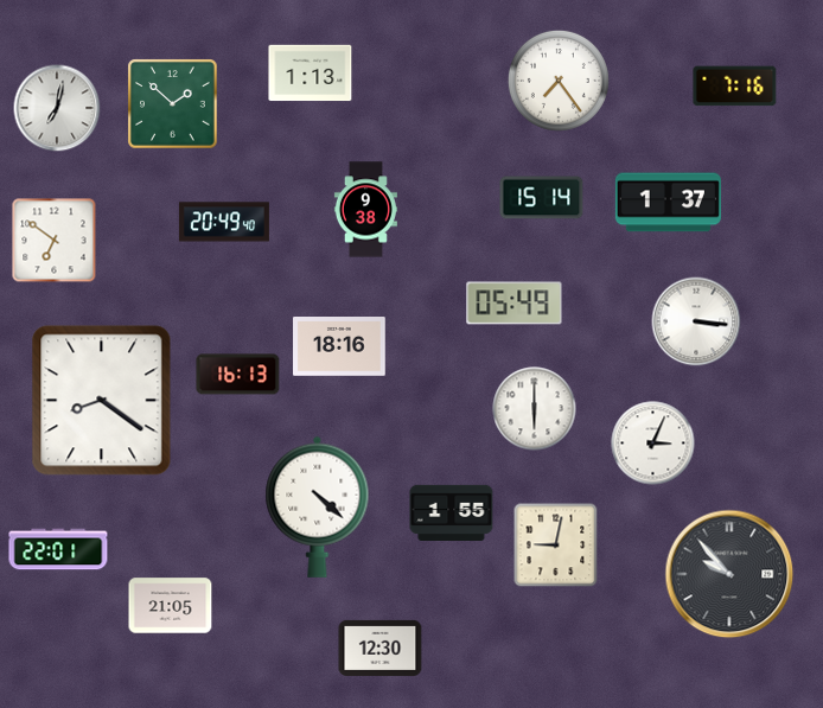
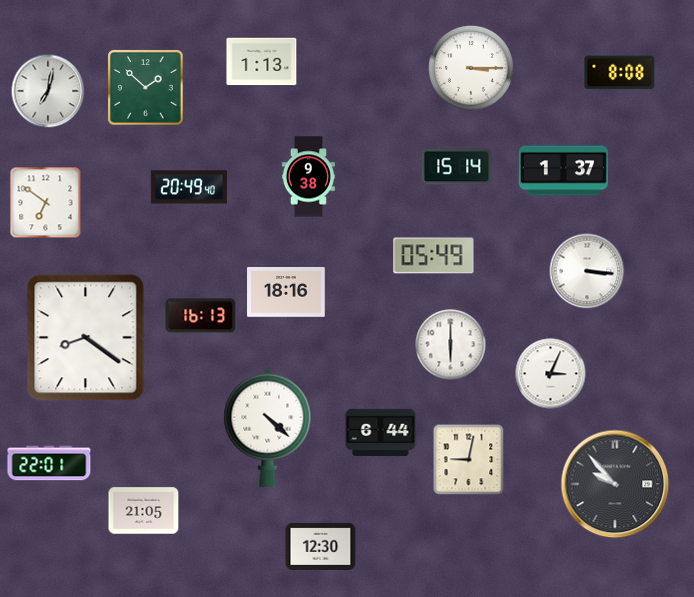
clock at (559, 81): 7:24 -> 3:15
clock at (735, 87): 7:16 -> 8:08
clock at (452, 512): 1:55 -> 6:44
